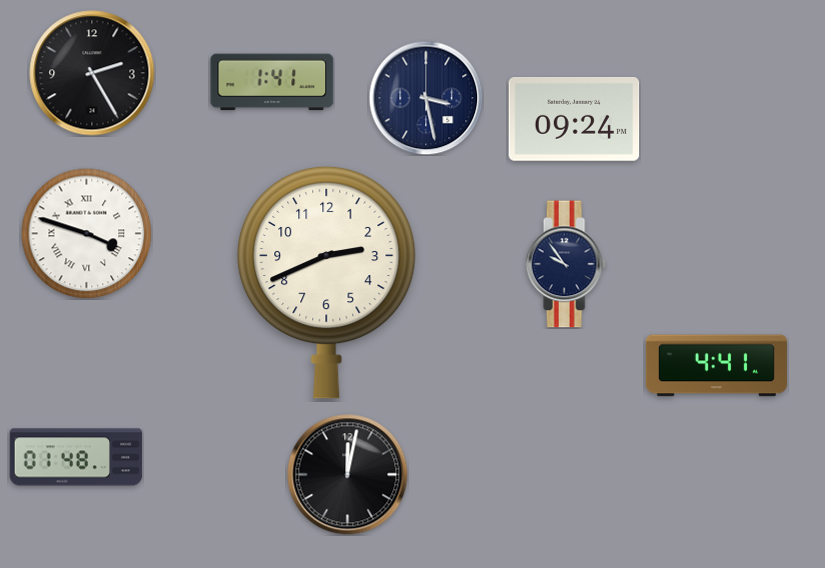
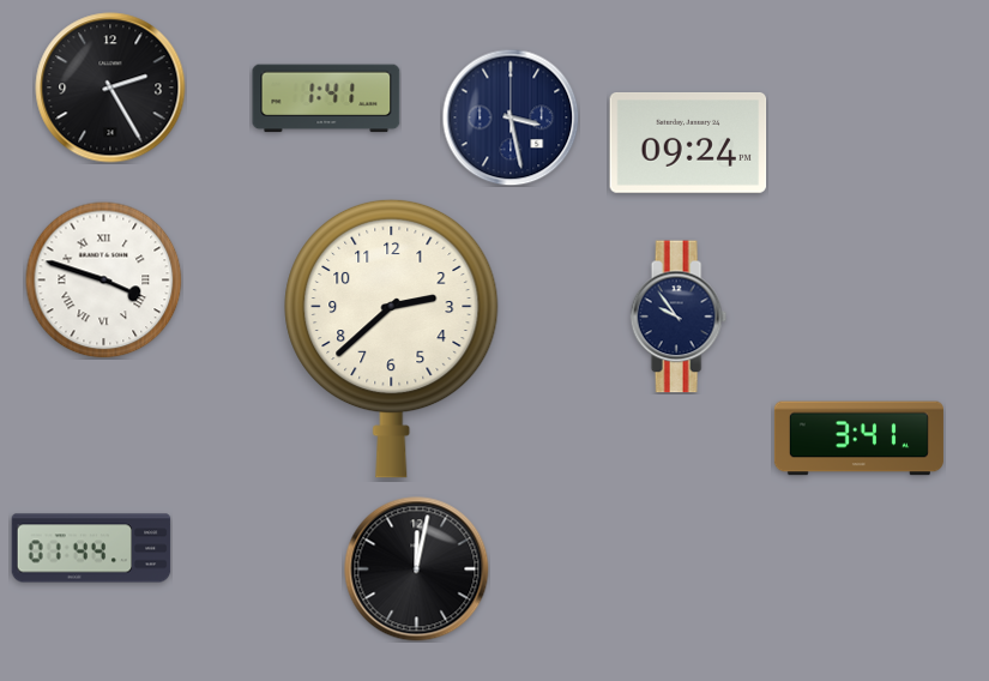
clock at (327, 282): 2:41 -> 2:38
clock at (716, 366): 4:41 -> 3:41
clock at (76, 457): 01:48 -> 01:44
